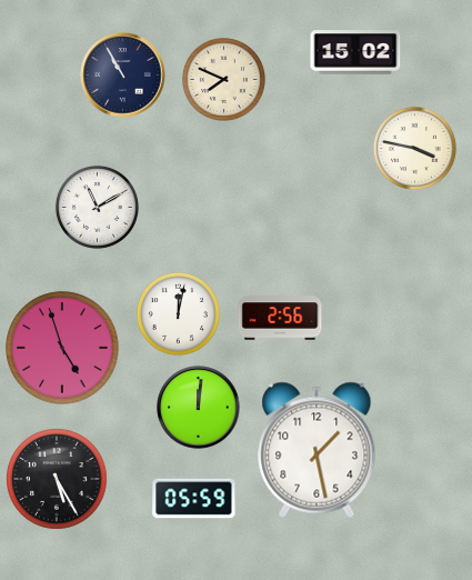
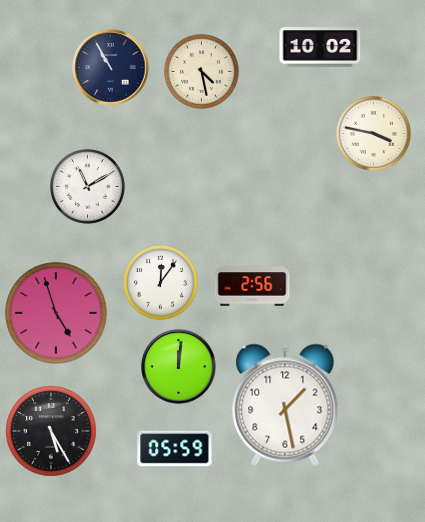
clock at (355, 52): 15:02 -> 10:02
clock at (223, 79): 7:49 -> 4:28
clock at (178, 313): 12:02 -> 12:06
